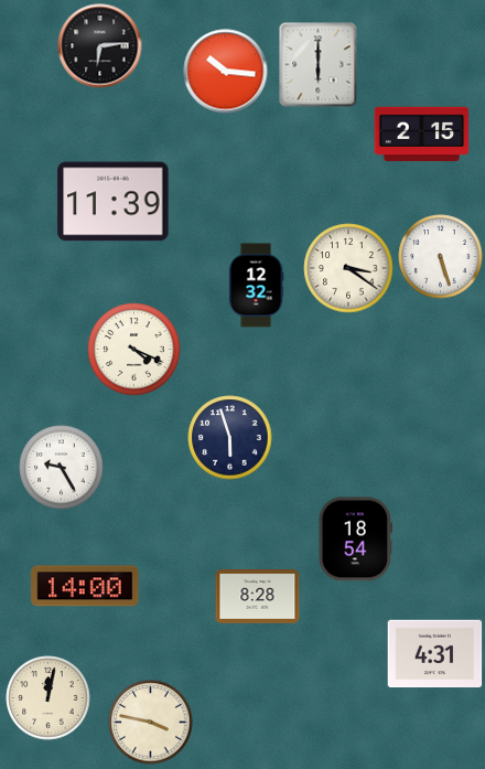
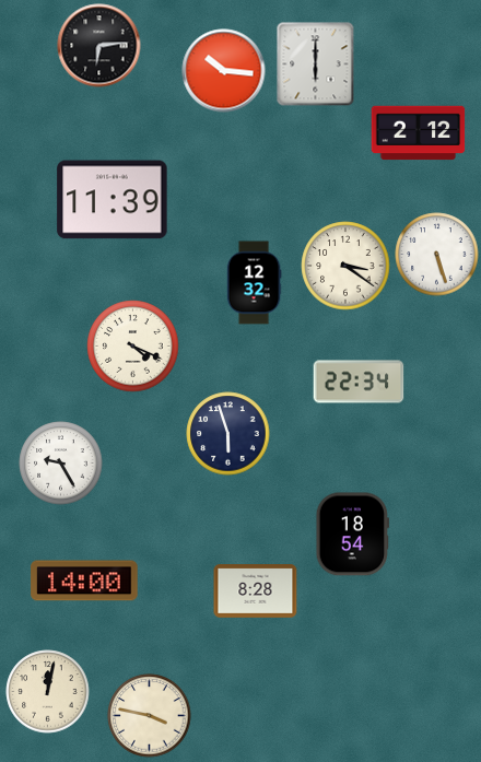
clock at (422, 135): 2:15 -> 2:12
clock at (359, 382): none -> 22:34
clock at (435, 654): 4:31 -> none
